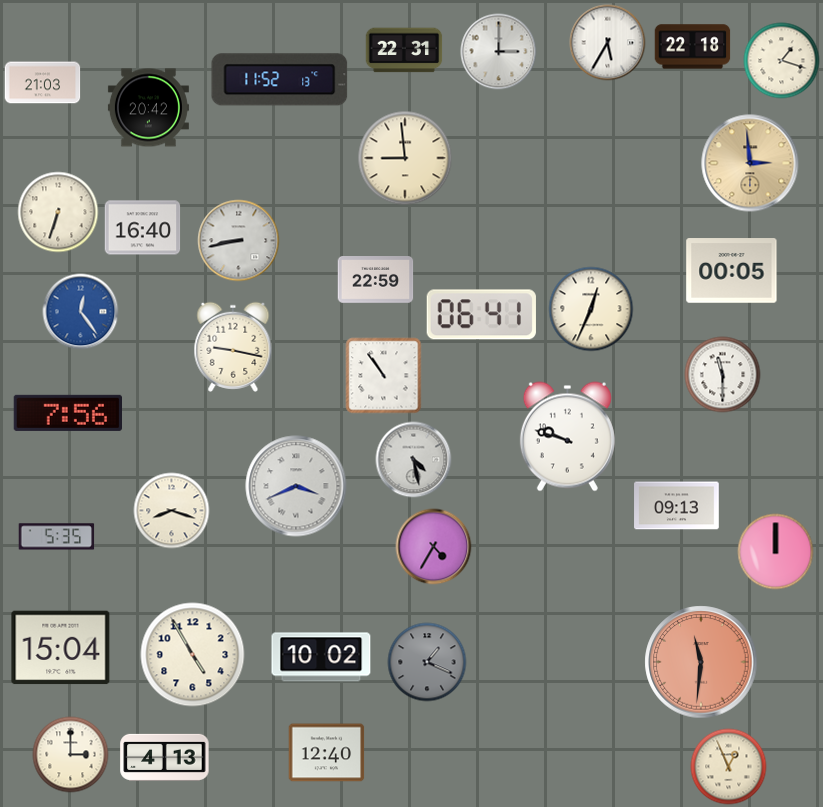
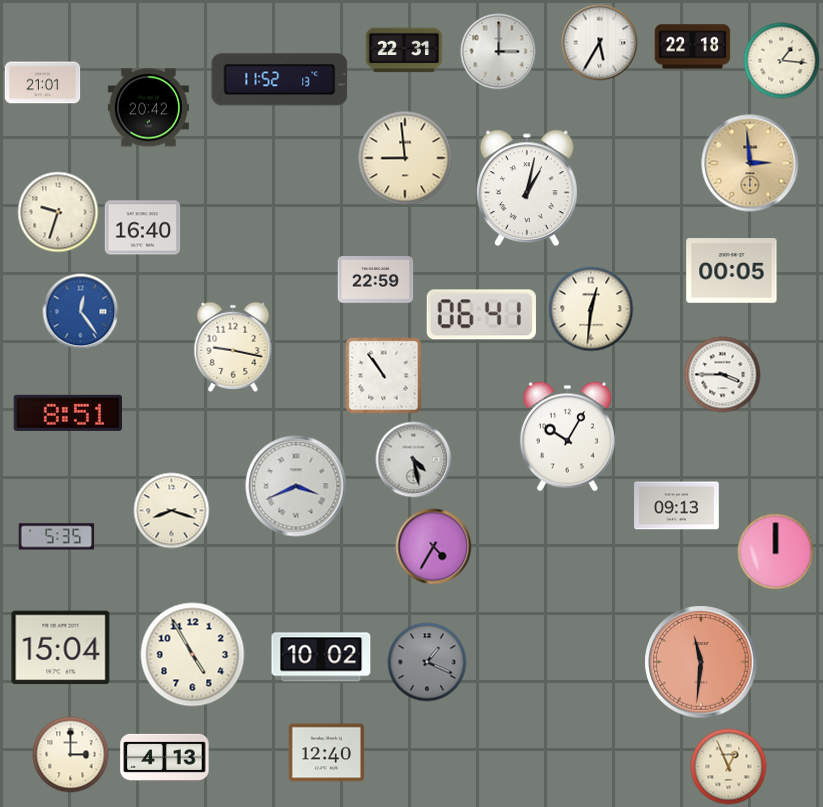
clock at (608, 43) position: (608, 43) -> (600, 43)
clock at (782, 61): 1:18 -> 1:16
clock at (43, 83): 21:03 -> 21:01
clock at (527, 188): none -> 1:02
clock at (58, 212): 6:33 -> 9:33
clock at (239, 241): 8:43 -> none
clock at (591, 309): 12:34 -> 12:31
clock at (723, 375): 11:30 -> 3:45
clock at (67, 413): 7:56 -> 8:51
clock at (567, 437): 9:48 -> 10:05
